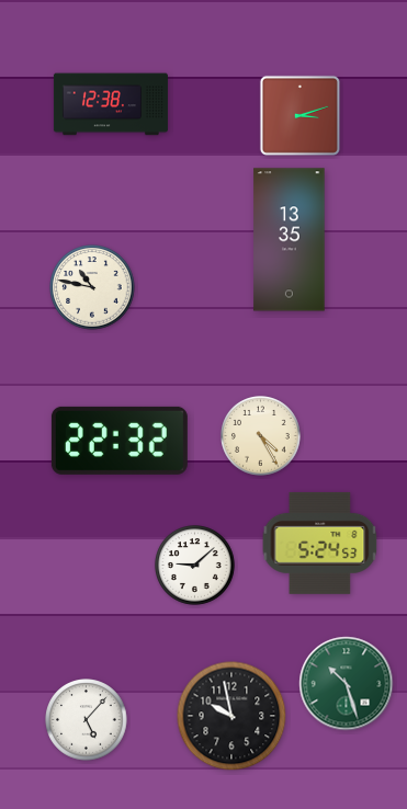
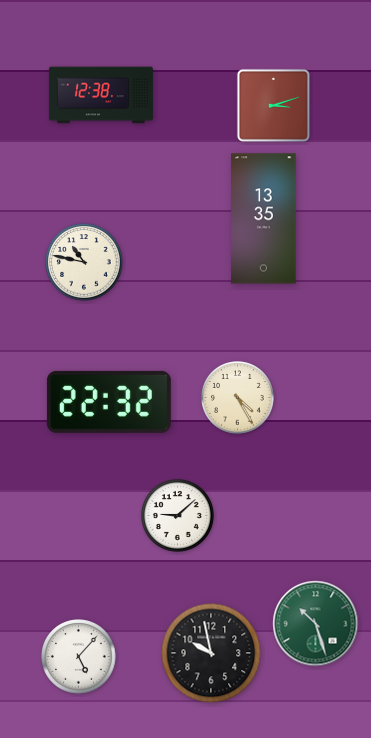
clock at (320, 543): 5:24 -> none
